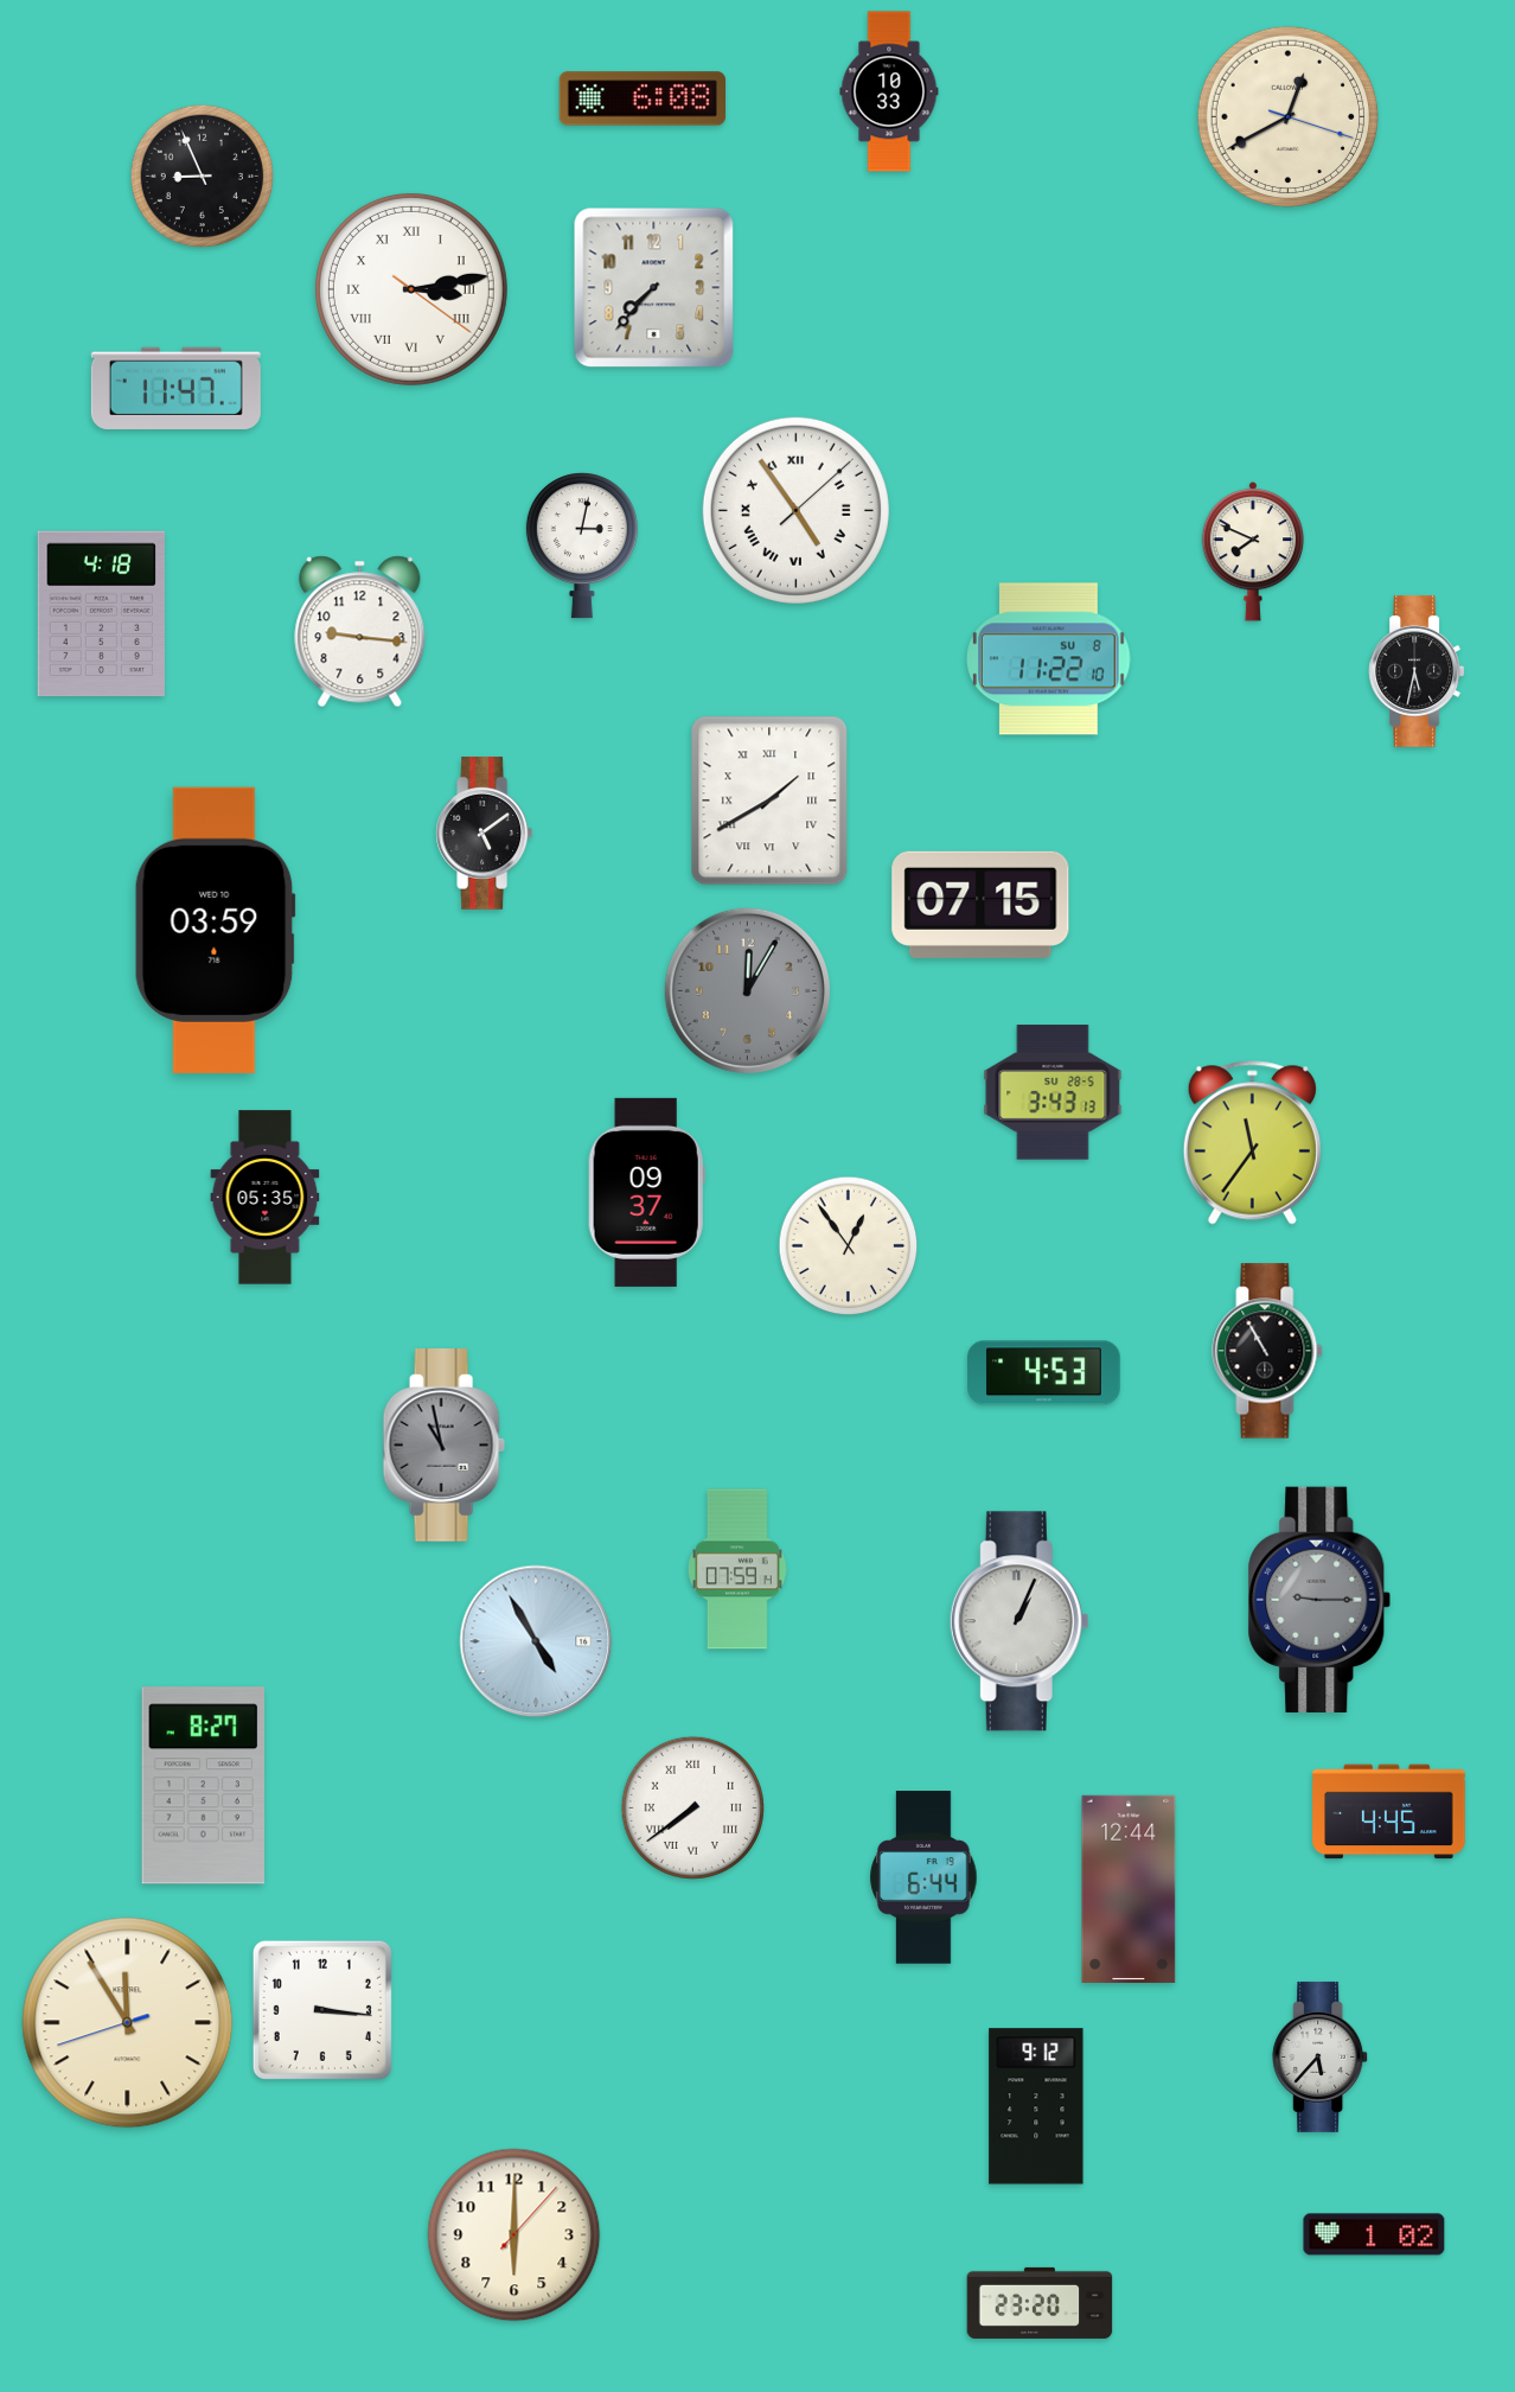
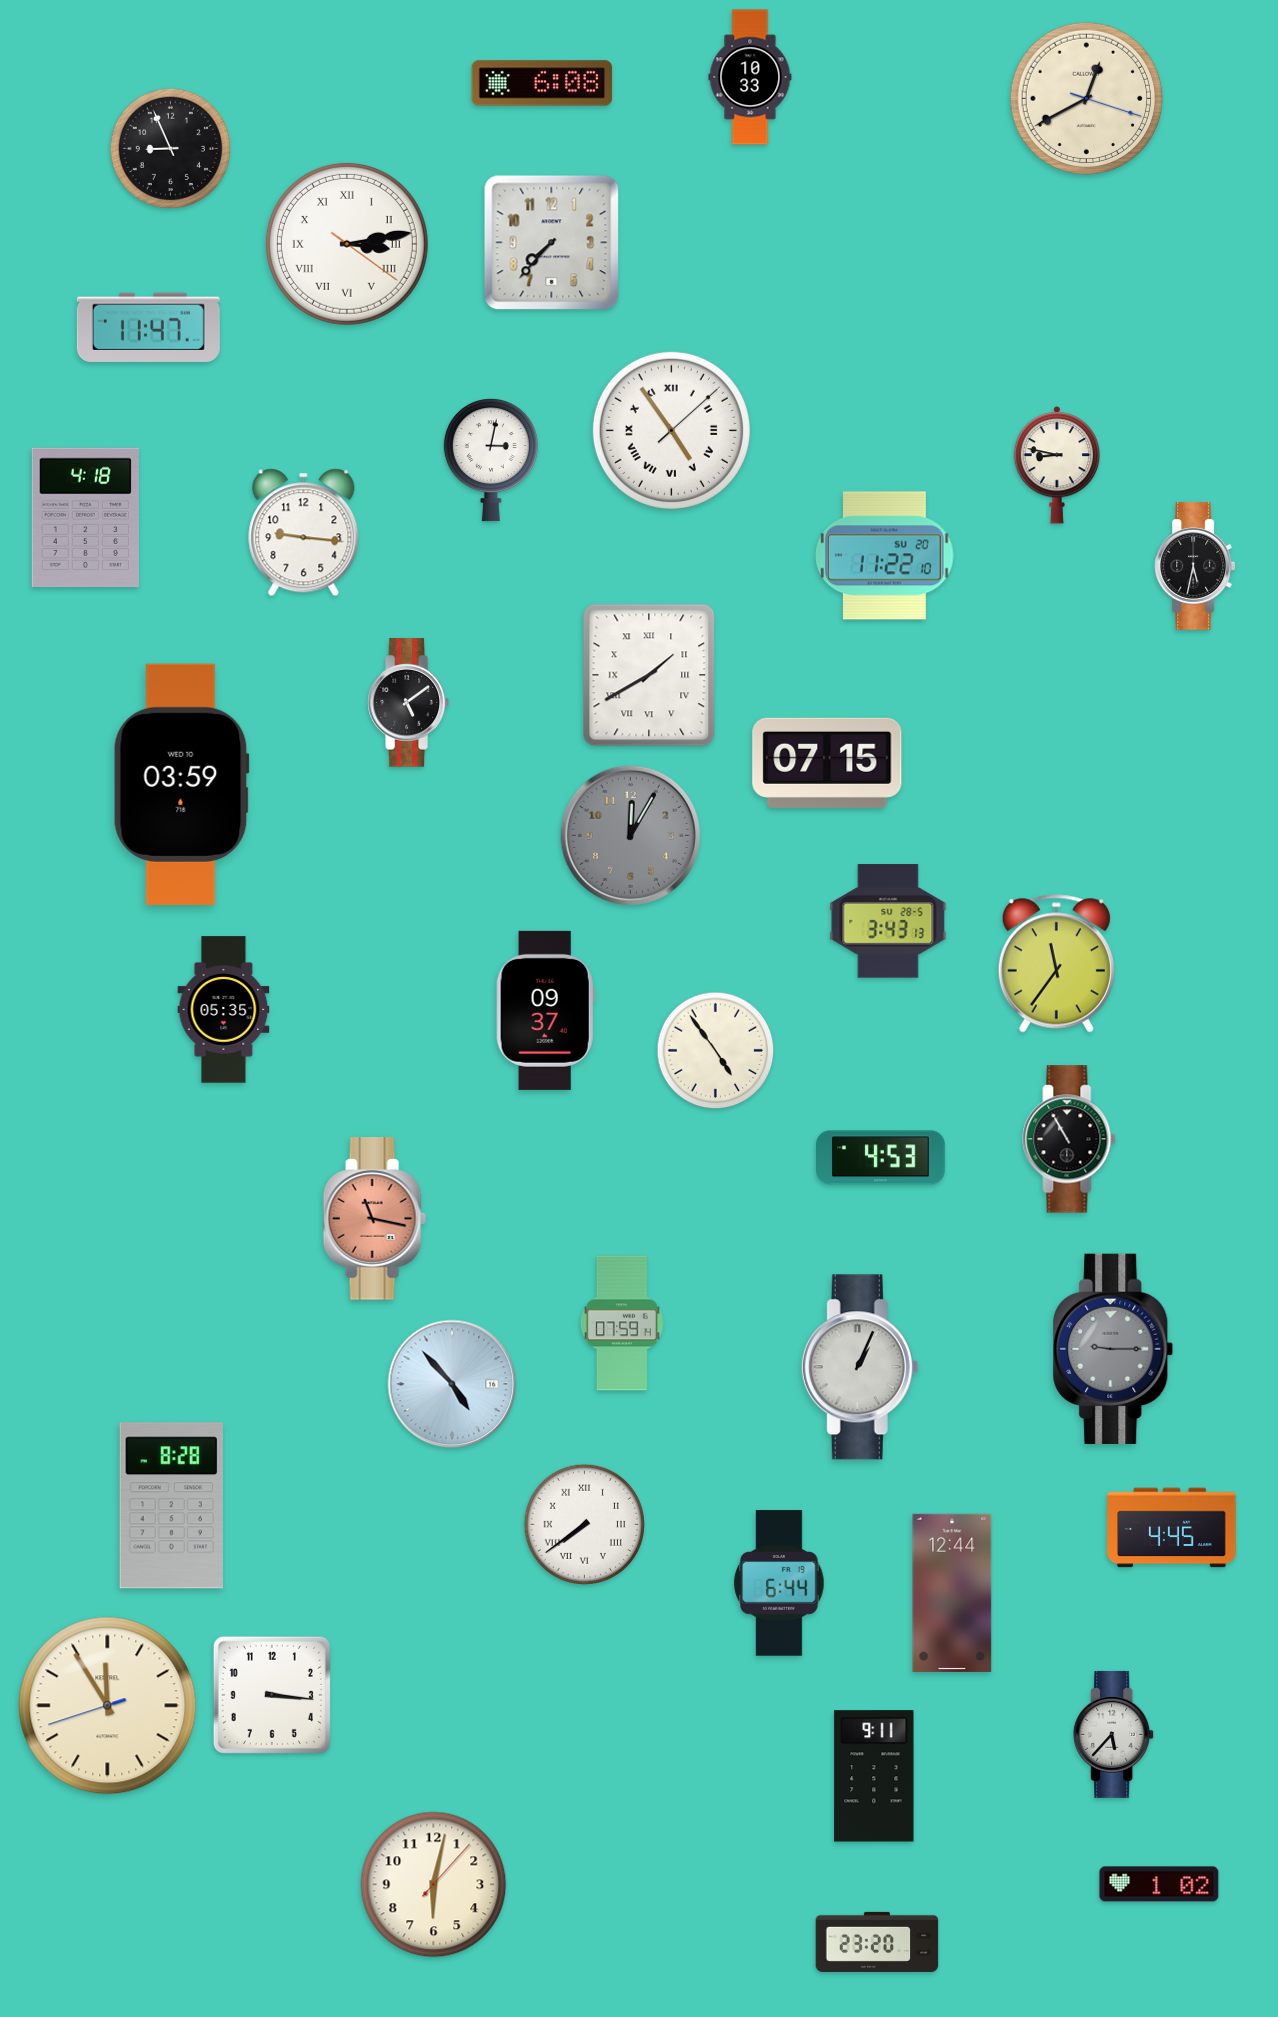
clock at (1253, 551): 7:49 -> 8:47
clock at (1049, 659) date: SU 8 -> SU 20
clock at (646, 1192) position: (646, 1192) -> (545, 1010)
clock at (849, 1246): 12:54 -> 4:54
clock at (443, 1446): 10:58 -> 11:17
clock at (443, 1446) dial: grey -> salmon
clock at (536, 1641): 4:55 -> 4:53
clock at (204, 1786): 8:27 -> 8:28
clock at (1036, 2106): 9:12 -> 9:11
clock at (514, 2235): 6:00 -> 6:02
